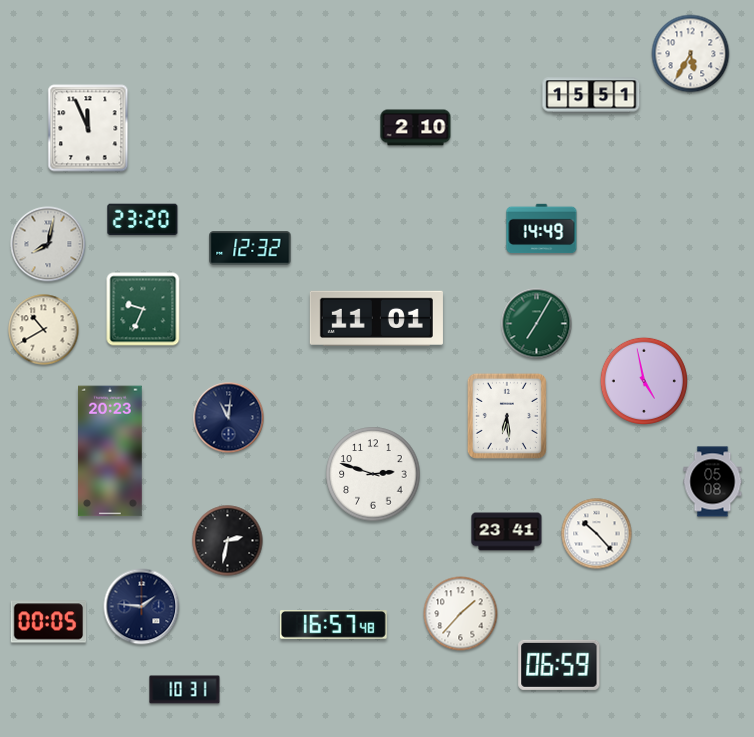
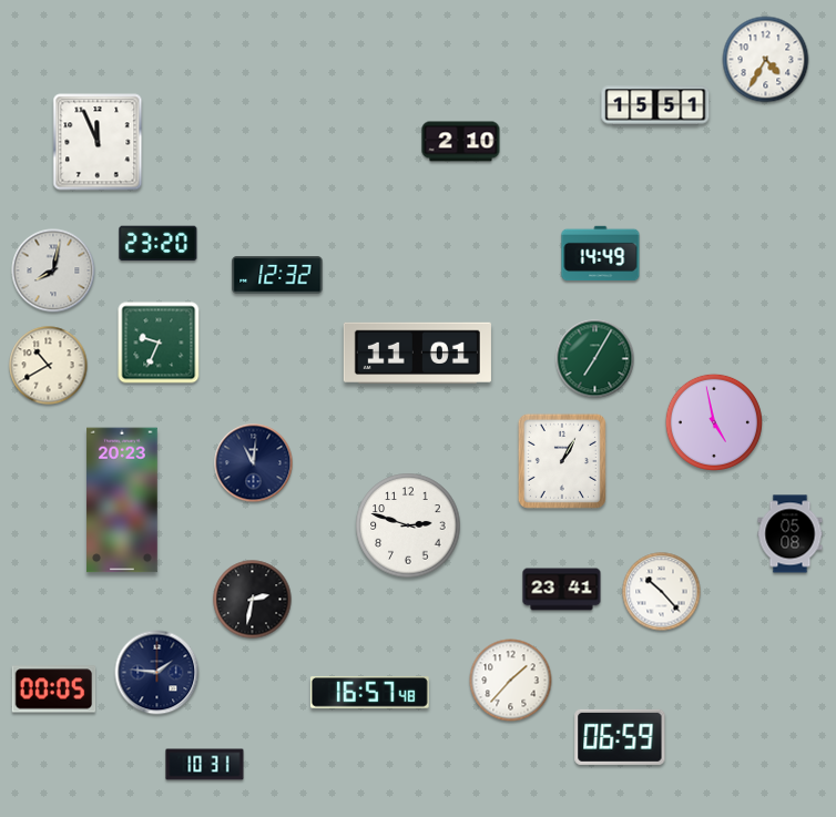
clock at (691, 54): 5:35 -> 4:35
clock at (507, 416): 6:29 -> 1:05
clock at (373, 474) position: (373, 474) -> (408, 525)
